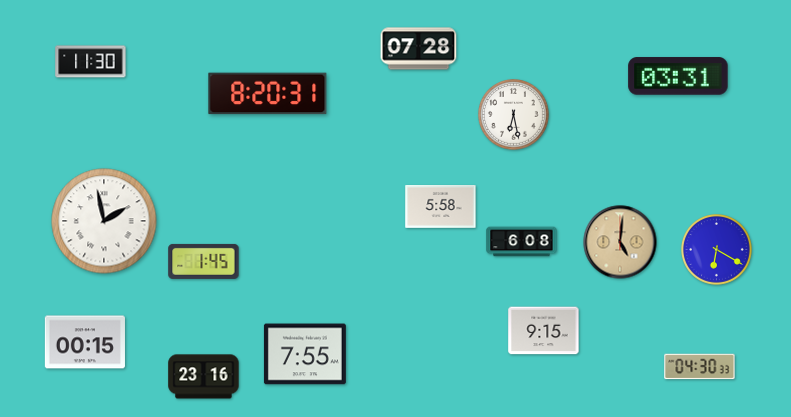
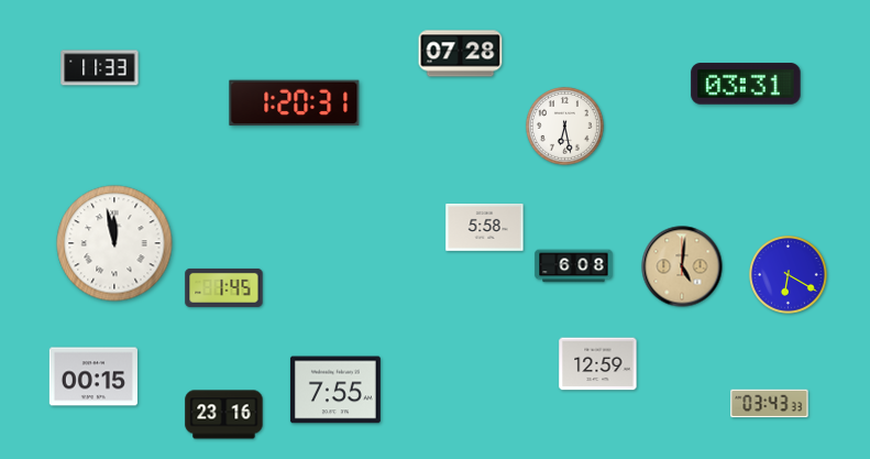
clock at (91, 62): 11:30 -> 11:33
clock at (268, 94): 8:20 -> 1:20
clock at (104, 221): 1:58 -> 11:58
clock at (544, 331): 9:15 -> 12:59
clock at (700, 367): 04:30 -> 03:43
